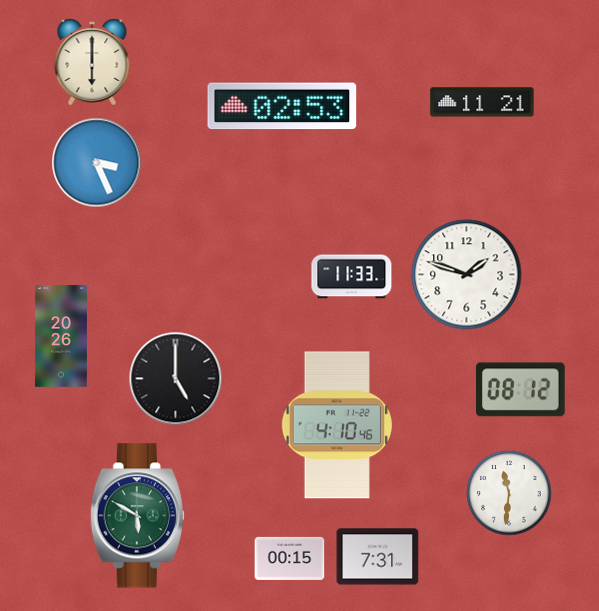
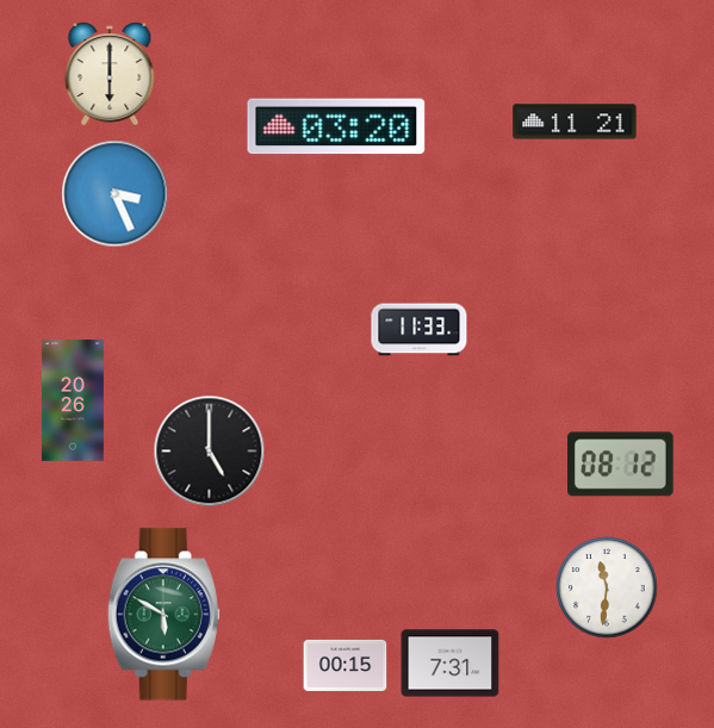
clock at (282, 106): 02:53 -> 03:20
clock at (467, 275): 1:48 -> none
clock at (336, 425): 4:10 -> none
